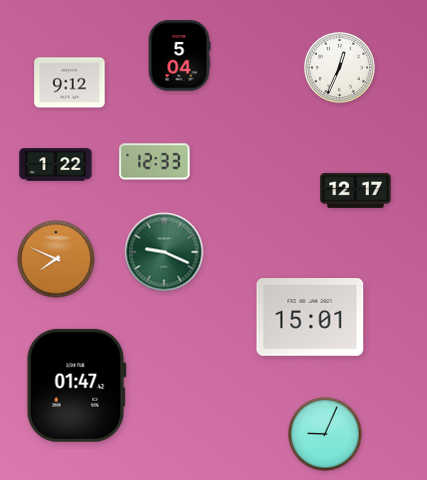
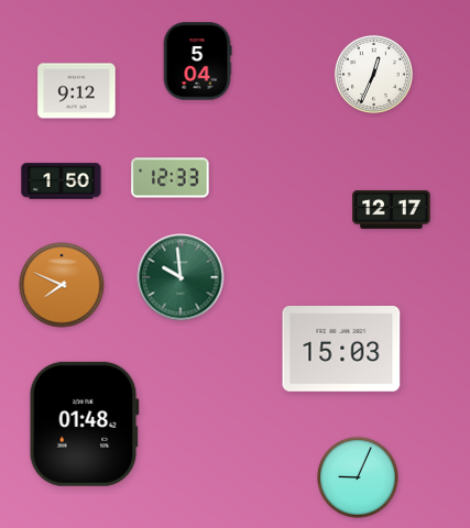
clock at (56, 165): 1:22 -> 1:50
clock at (164, 252): 9:19 -> 9:59
clock at (310, 318): 15:01 -> 15:03
clock at (76, 385): 01:47 -> 01:48
